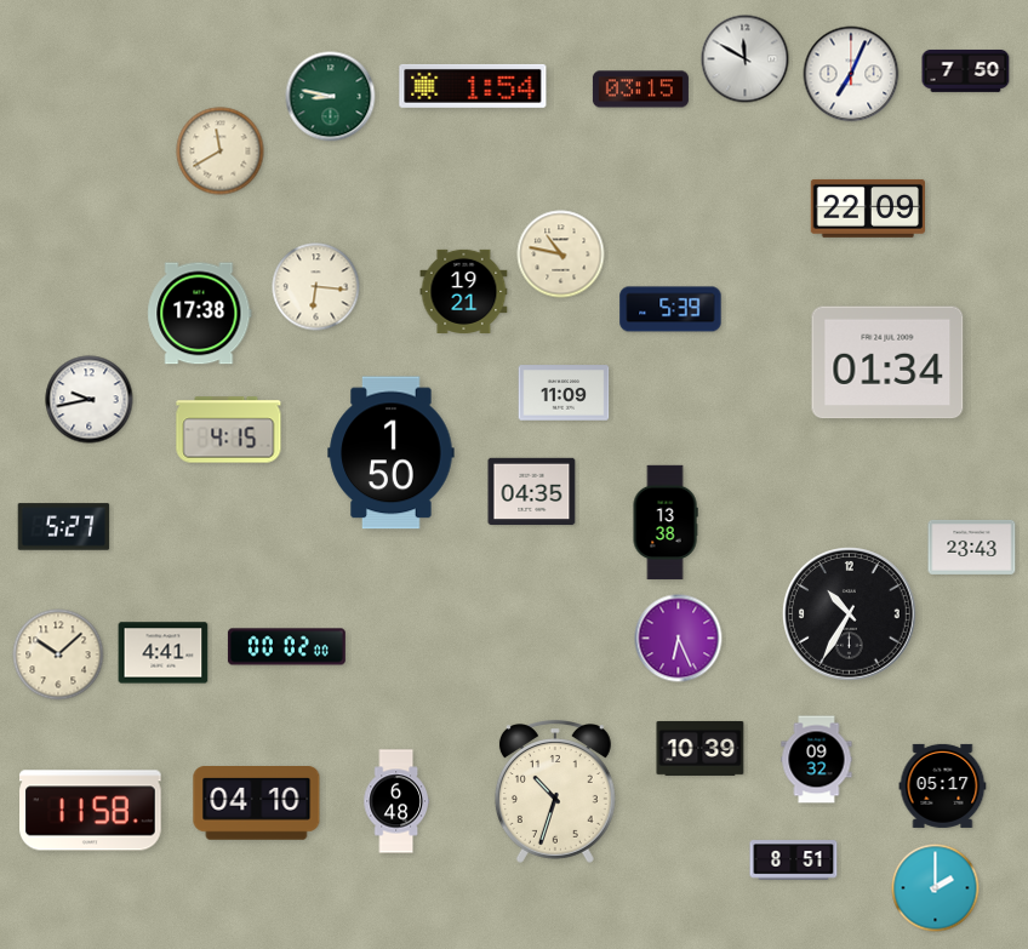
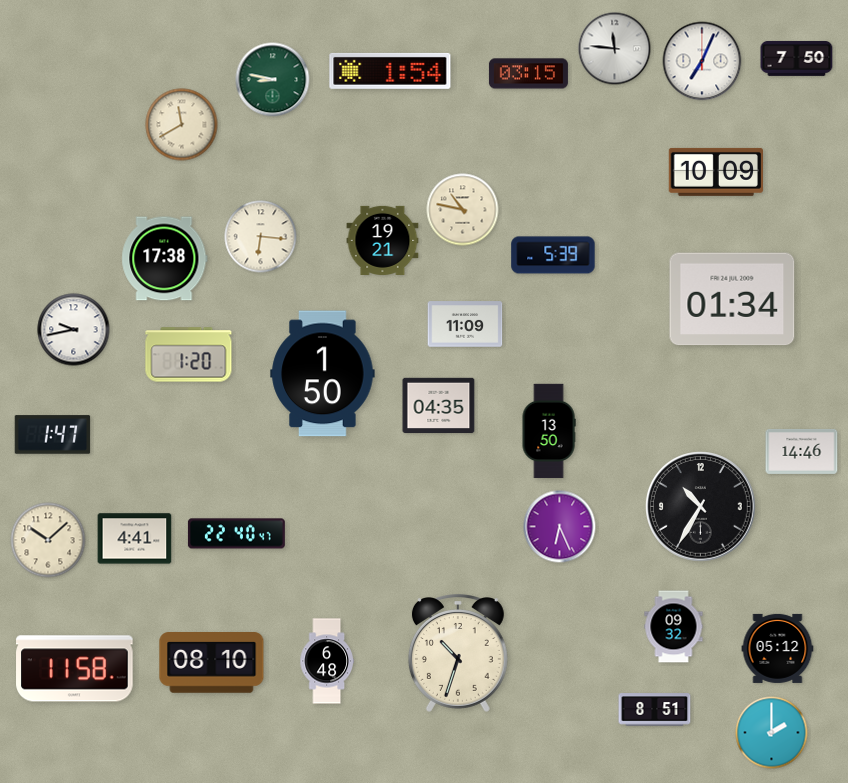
clock at (746, 59): 11:50 -> 11:46
clock at (867, 208): 22:09 -> 10:09
clock at (229, 430): 4:15 -> 1:20
clock at (666, 522): 13:38 -> 13:50
clock at (64, 527): 5:27 -> 1:47
clock at (972, 547): 23:43 -> 14:46
clock at (286, 647): 00:02 -> 22:40
clock at (701, 748): 10:39 -> none
clock at (943, 785): 05:17 -> 05:12
clock at (257, 804): 04:10 -> 08:10
